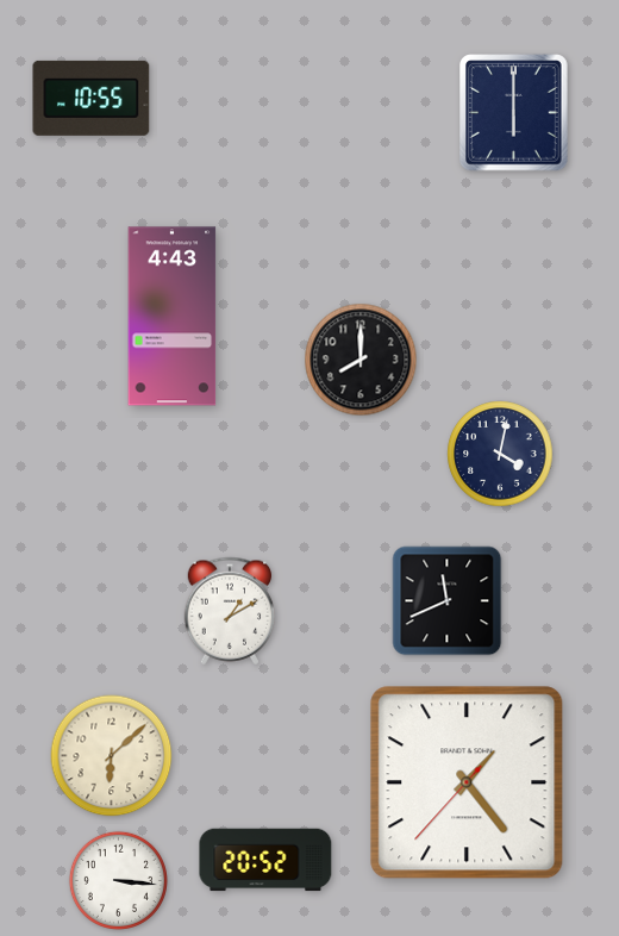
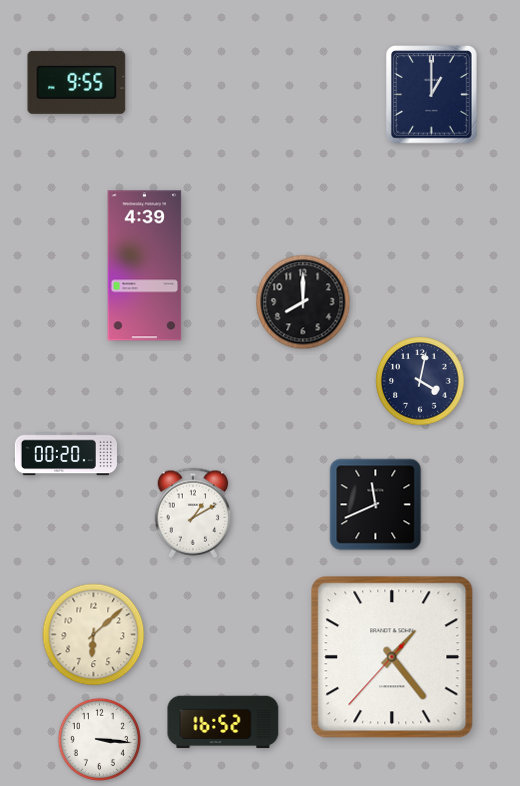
clock at (92, 98): 10:55 -> 9:55
clock at (514, 113): 6:00 -> 1:00
clock at (173, 317): 4:43 -> 4:39
clock at (66, 454): none -> 00:20
clock at (265, 860): 20:52 -> 16:52
